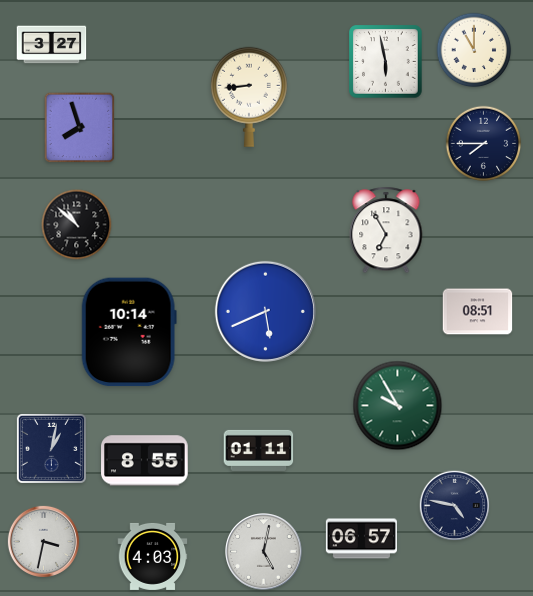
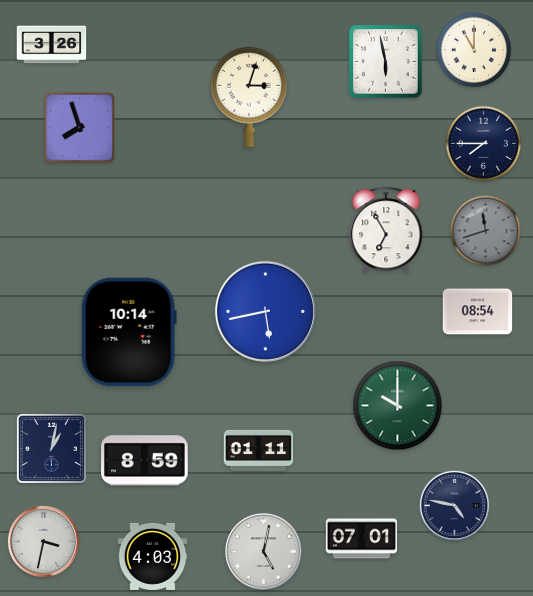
clock at (52, 45): 3:27 -> 3:26
clock at (249, 97): 8:44 -> 3:03
clock at (77, 225): 10:52 -> none
clock at (486, 231): none -> 11:42
clock at (265, 311): 5:41 -> 5:43
clock at (478, 312): 08:51 -> 08:54
clock at (398, 406): 9:55 -> 10:00
clock at (145, 461): 8:55 -> 8:59
clock at (361, 539): 06:57 -> 07:01
